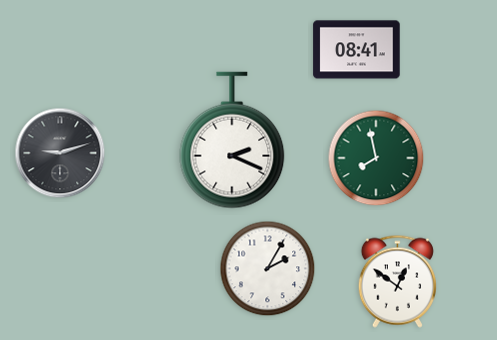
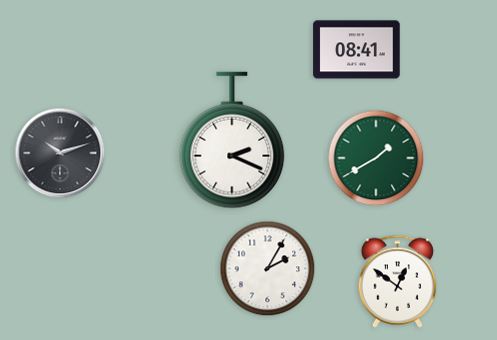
clock at (60, 153): 9:12 -> 10:12
clock at (376, 158): 7:58 -> 1:40
